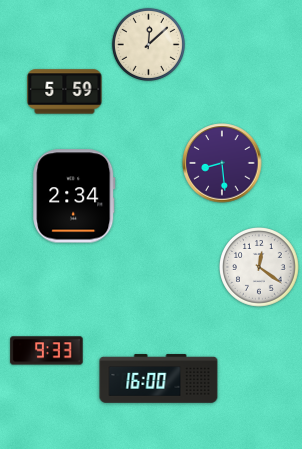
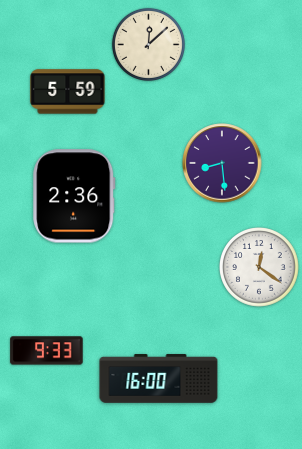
clock at (65, 92) position: (65, 92) -> (68, 92)
clock at (74, 196): 2:34 -> 2:36
